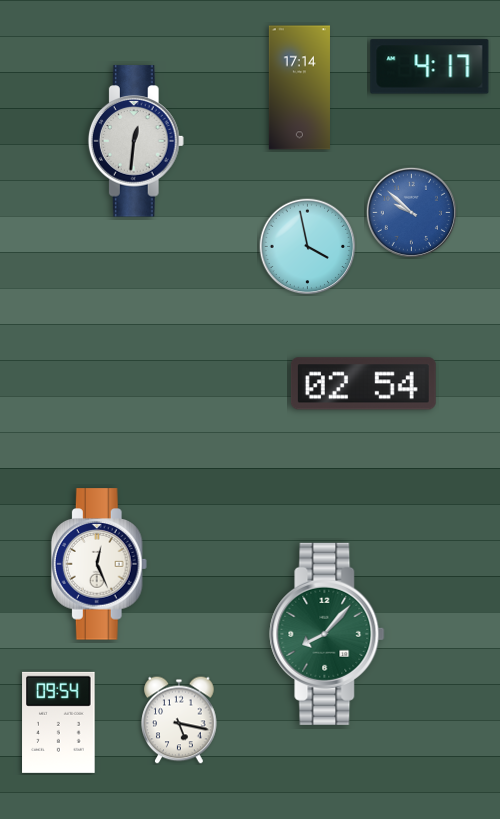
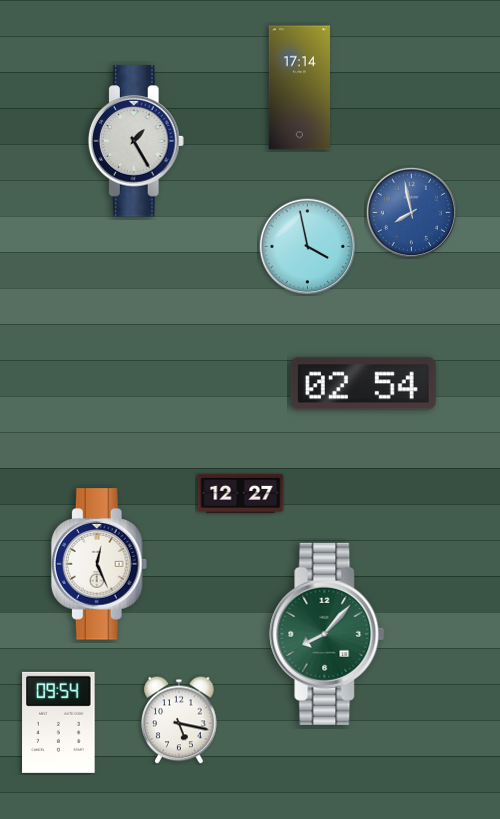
clock at (430, 67): 4:17 -> none
clock at (136, 141): 12:31 -> 1:25
clock at (411, 212): 9:52 -> 7:58
clock at (241, 493): none -> 12:27
